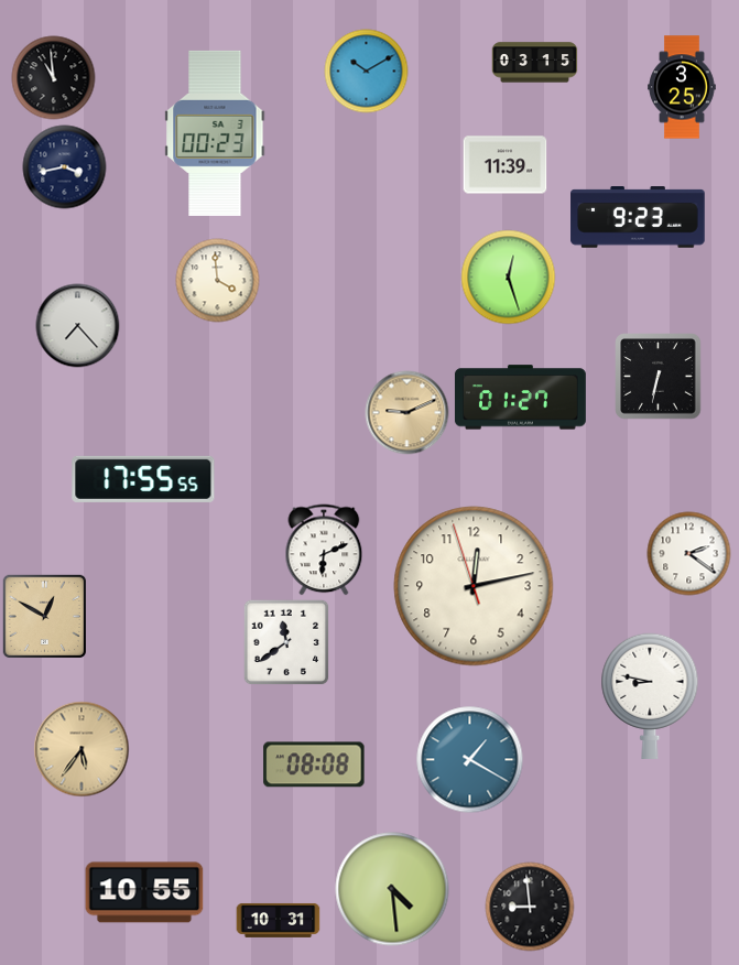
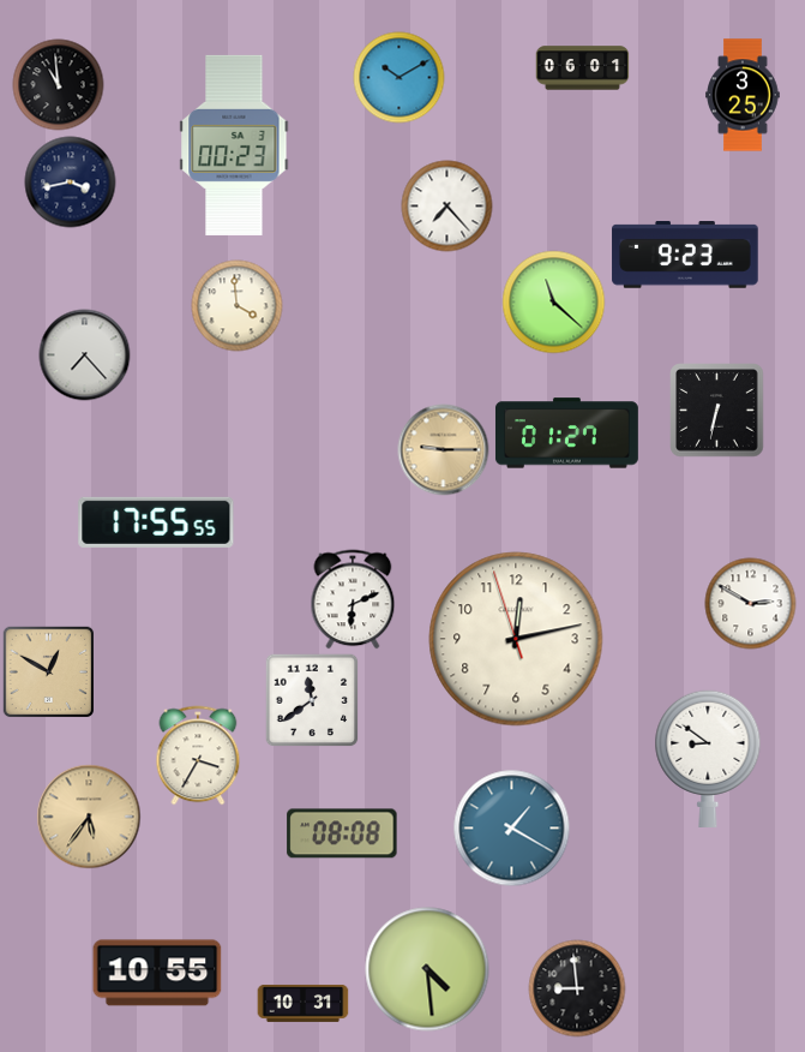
clock at (535, 63): 03:15 -> 06:01
clock at (506, 165): 11:39 -> none
clock at (447, 207): none -> 7:23
clock at (638, 217) position: (638, 217) -> (685, 255)
clock at (509, 278): 12:27 -> 11:22
clock at (407, 413): 9:11 -> 9:15
clock at (689, 554): 2:21 -> 2:50
clock at (198, 755): none -> 3:35
clock at (650, 696): 8:47 -> 8:51
